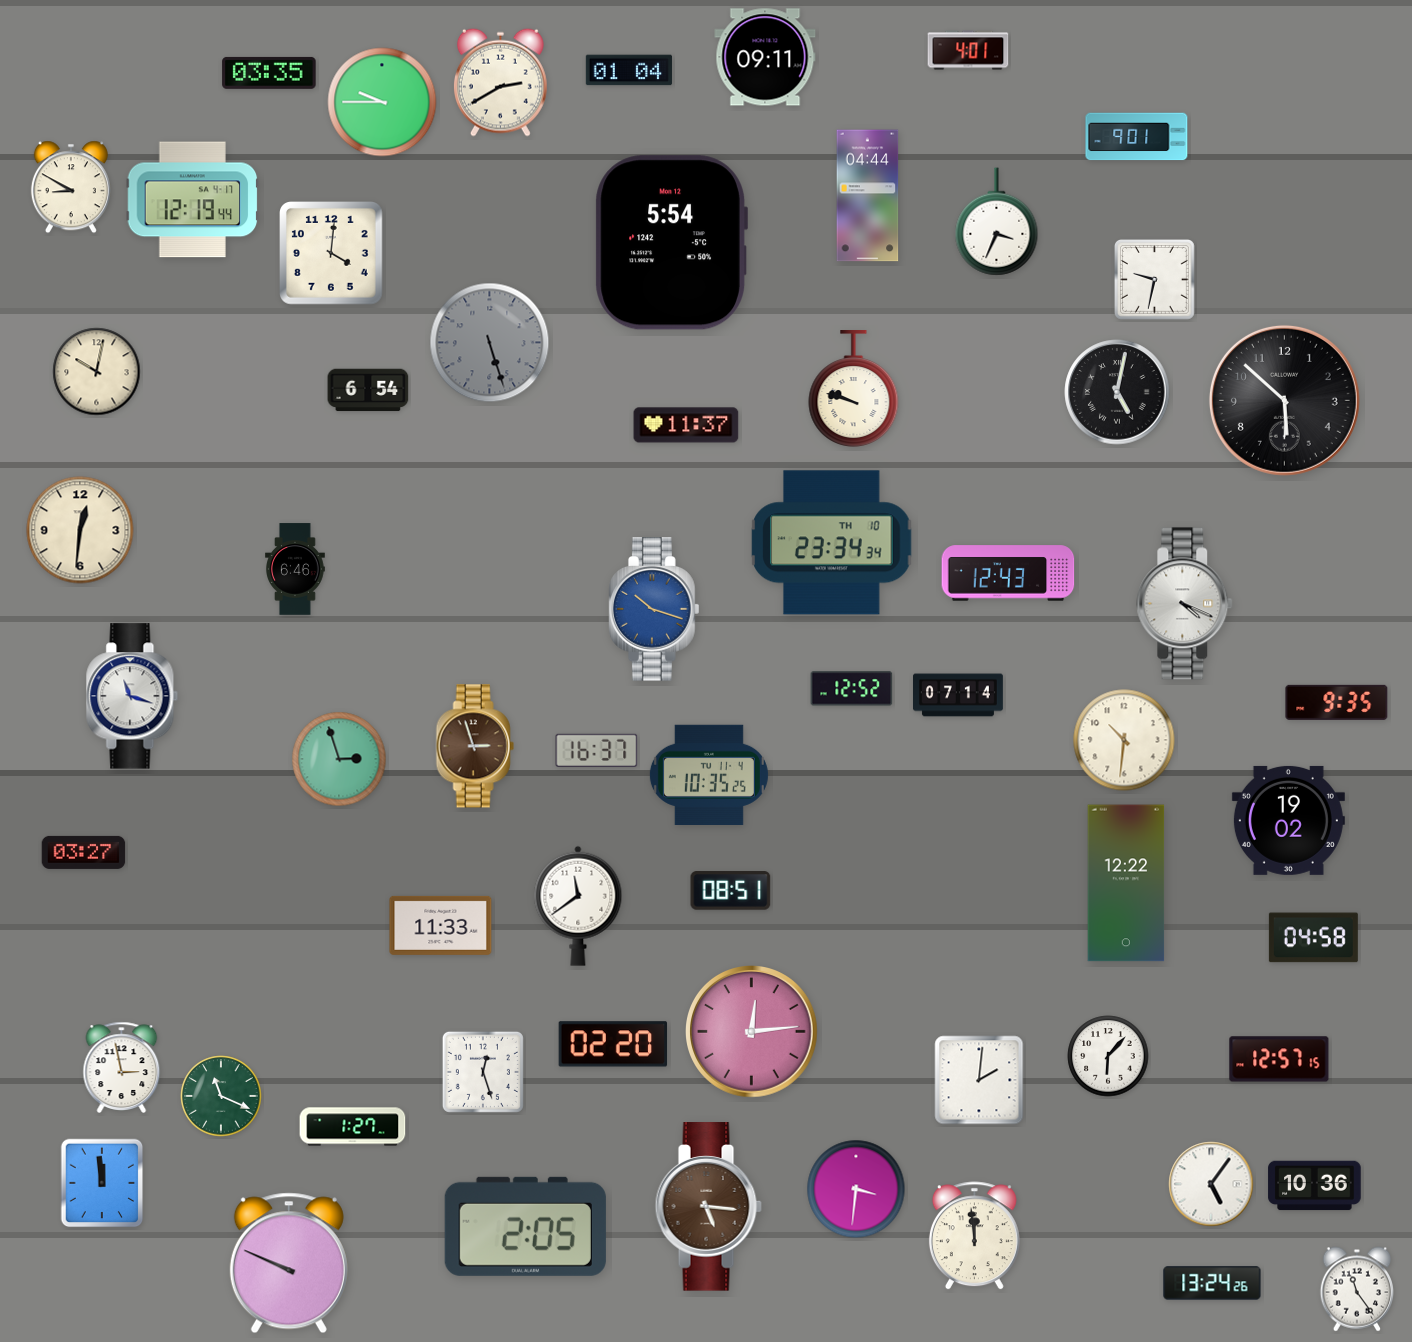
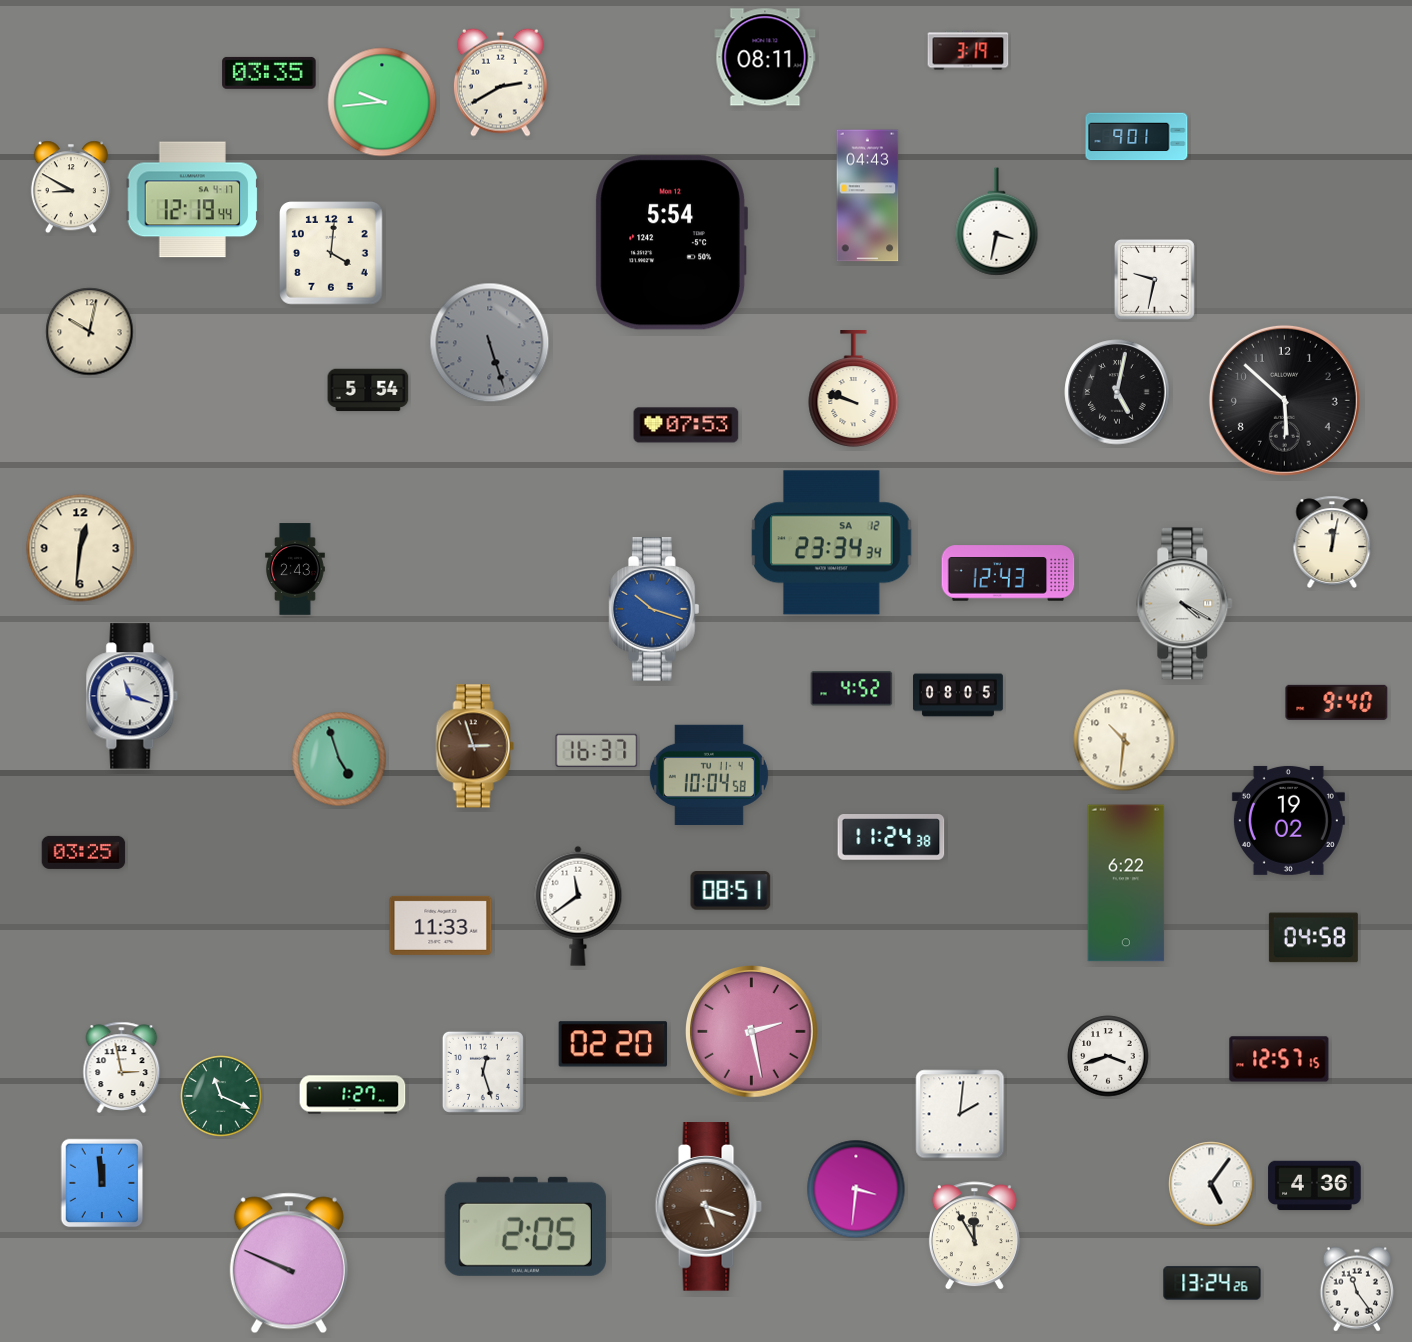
clock at (968, 50): 4:01 -> 3:19
clock at (765, 57): 09:11 -> 08:11
clock at (629, 70): 01:04 -> none
clock at (382, 102): 9:45 -> 9:44
clock at (868, 196): 04:44 -> 04:43
clock at (997, 222): 3:34 -> 3:32
clock at (97, 372) position: (97, 372) -> (90, 332)
clock at (368, 390): 6:54 -> 5:54
clock at (686, 425): 11:37 -> 07:53
clock at (80, 530) position: (80, 530) -> (80, 548)
clock at (1332, 542): none -> 12:02
clock at (832, 543) date: TH 10 -> SA 12
clock at (296, 569): 6:46 -> 2:43
clock at (1185, 604): 4:19 -> 4:20
clock at (852, 689): 12:52 -> 4:52
clock at (959, 695): 07:14 -> 08:05
clock at (1337, 702): 9:35 -> 9:40
clock at (339, 759): 2:57 -> 4:57
clock at (709, 774): 10:35 -> 10:04
clock at (891, 837): none -> 11:24
clock at (84, 852): 03:27 -> 03:25
clock at (1126, 883): 12:22 -> 6:22
clock at (752, 1032): 12:14 -> 2:28
clock at (1108, 1056): 6:07 -> 3:42
clock at (979, 1080) position: (979, 1080) -> (960, 1114)
clock at (353, 1127) position: (353, 1127) -> (353, 1095)
clock at (1315, 1186): 10:36 -> 4:36
clock at (708, 1207): 5:16 -> 5:18
clock at (974, 1236): 11:59 -> 11:55
